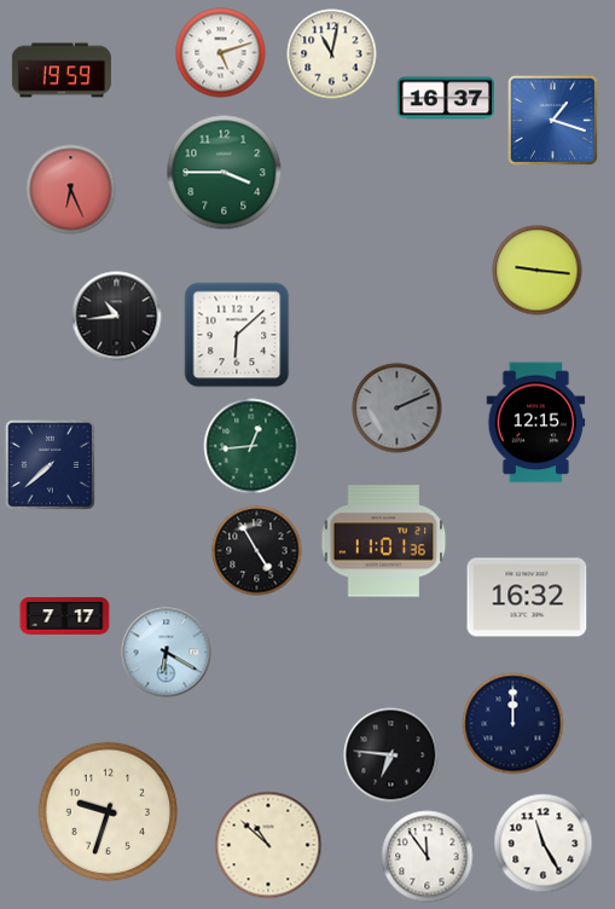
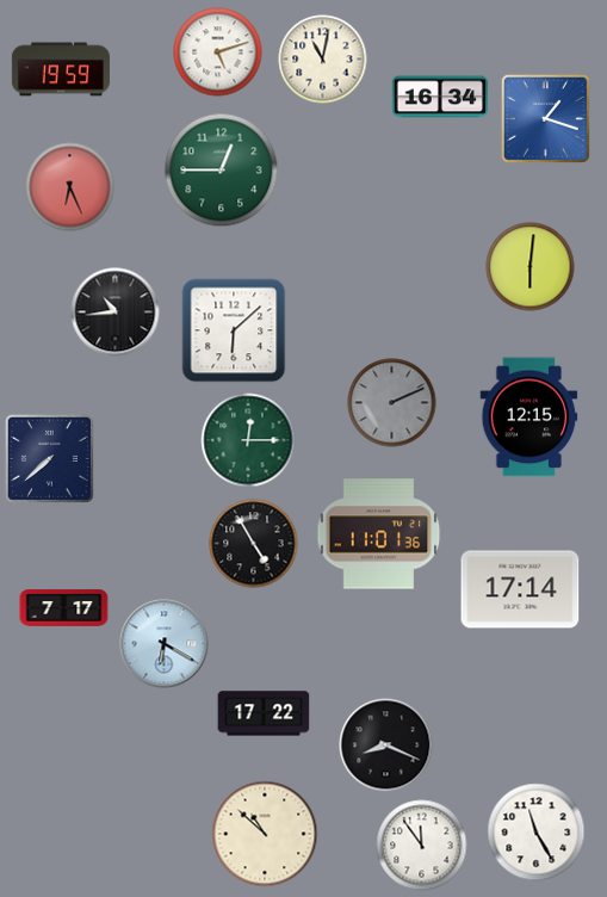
clock at (332, 54) position: (332, 54) -> (323, 60)
clock at (445, 98): 16:37 -> 16:34
clock at (225, 173): 3:45 -> 12:45
clock at (538, 271): 9:16 -> 6:01
clock at (251, 446): 12:44 -> 12:15
clock at (527, 597): 16:32 -> 17:14
clock at (264, 713): none -> 17:22
clock at (514, 724): 12:00 -> none
clock at (391, 755): 6:46 -> 8:19
clock at (109, 812): 9:33 -> none
